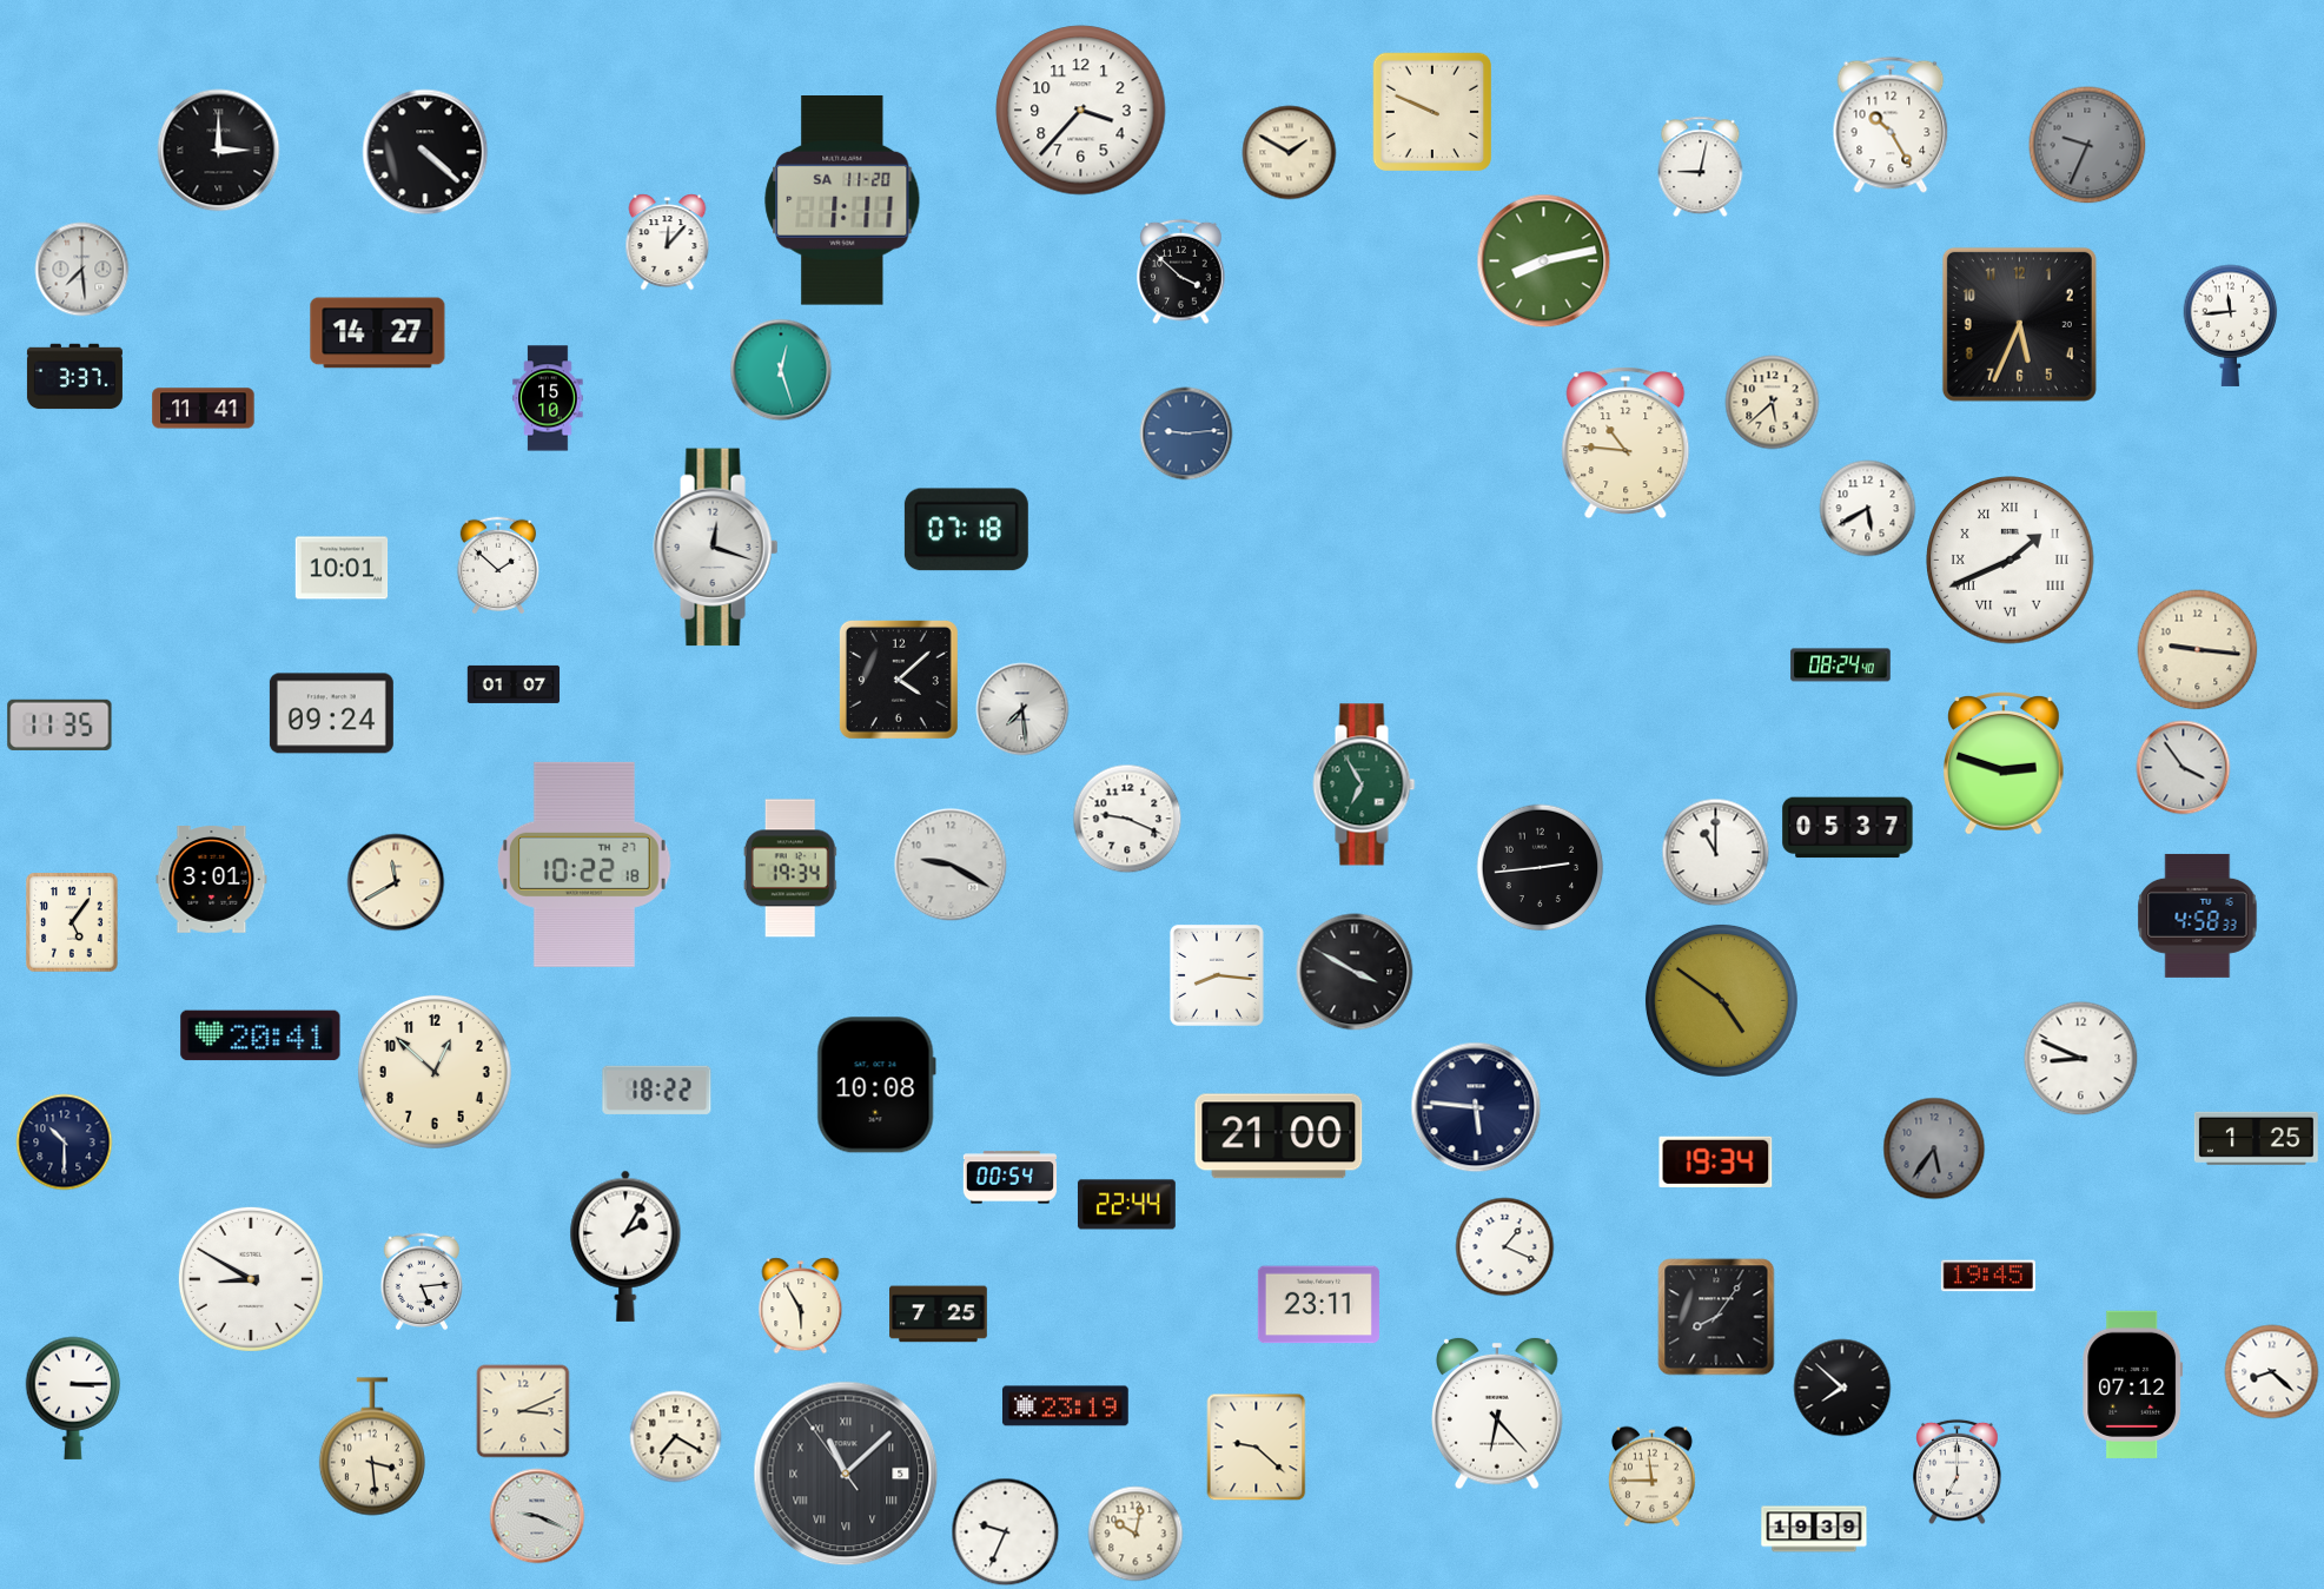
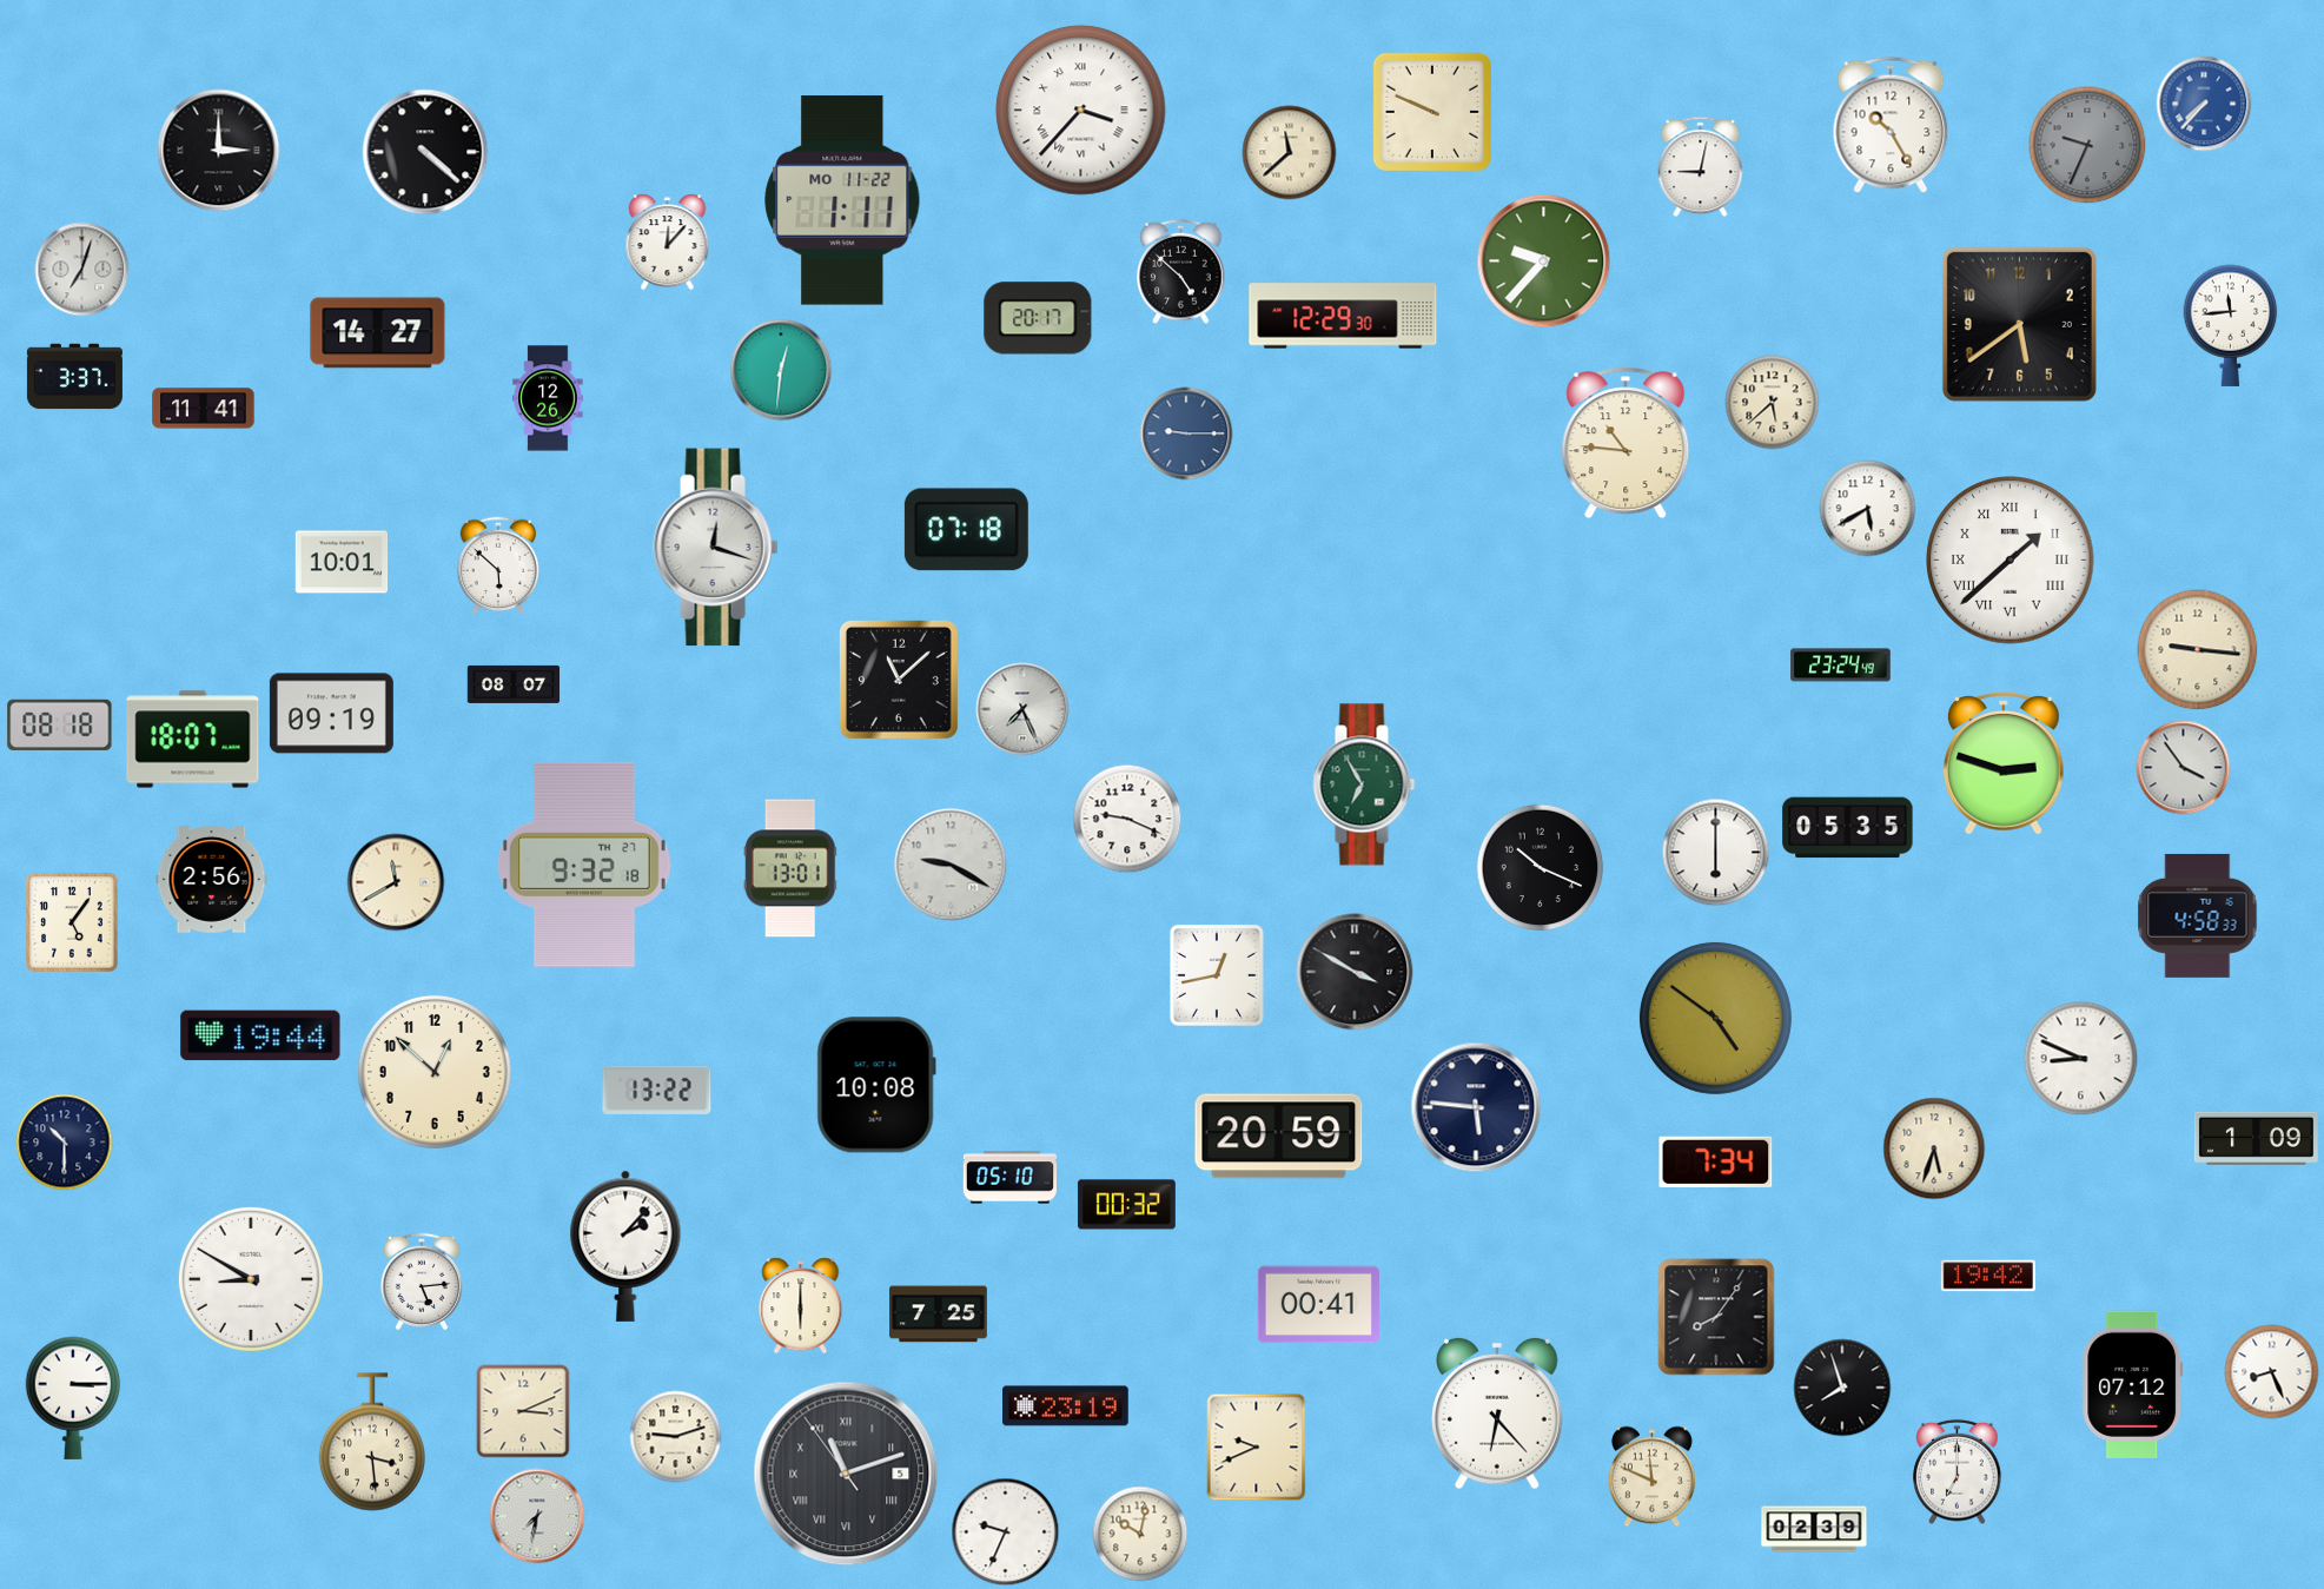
clock at (2204, 104): none -> 7:37
clock at (1081, 111) numerals: Arabic -> Roman
clock at (1290, 153): 1:50 -> 11:38
clock at (842, 201) date: SA 11-20 -> MO 11-22
clock at (1544, 261): 8:13 -> 9:37
clock at (82, 270): 7:29 -> 7:03
clock at (1181, 272): 3:52 -> 4:52
clock at (1343, 316): none -> 12:29
clock at (1038, 318): none -> 20:17
clock at (2019, 324): 5:34 -> 5:39
clock at (781, 370): 12:27 -> 12:31
clock at (548, 398): 15:10 -> 12:26
clock at (1186, 433): 9:14 -> 9:15
clock at (2011, 561): 1:41 -> 1:38
clock at (497, 564): 1:52 -> 5:52
clock at (342, 568) position: (342, 568) -> (342, 562)
clock at (1841, 666): 08:24 -> 23:24
clock at (899, 680): 4:08 -> 11:08
clock at (514, 684): 01:07 -> 08:07
clock at (1022, 709): 7:29 -> 7:26
clock at (331, 714): 09:24 -> 09:19
clock at (60, 724): 11:35 -> 08:18
clock at (193, 740): none -> 18:07
clock at (1848, 828): 05:37 -> 05:35
clock at (1716, 853): 11:00 -> 6:00
clock at (584, 865): 10:22 -> 9:32
clock at (790, 868): 19:34 -> 13:01
clock at (1541, 868): 2:44 -> 10:19
clock at (212, 880): 3:01 -> 2:56
clock at (1217, 975): 8:16 -> 12:43
clock at (1721, 1000) position: (1721, 1000) -> (1715, 1018)
clock at (260, 1035): 20:41 -> 19:44
clock at (657, 1090): 18:22 -> 13:22
clock at (1279, 1137): 21:00 -> 20:59
clock at (2256, 1138): 1:25 -> 1:09
clock at (1934, 1148): 5:36 -> 5:33
clock at (1934, 1148) dial: grey -> cream
clock at (1716, 1161): 19:34 -> 7:34
clock at (1009, 1178): 00:54 -> 05:10
clock at (1126, 1205): 22:44 -> 00:32
clock at (625, 1246): 2:05 -> 2:07
clock at (1505, 1247): 1:19 -> none
clock at (1988, 1276): 19:45 -> 19:42
clock at (1318, 1305): 23:11 -> 00:41
clock at (801, 1306): 5:55 -> 6:00
clock at (2272, 1372): 8:22 -> 8:26
clock at (1842, 1388): 7:52 -> 7:57
clock at (676, 1437): 7:20 -> 9:12
clock at (372, 1446) position: (372, 1446) -> (372, 1442)
clock at (1257, 1448): 9:22 -> 9:41
clock at (846, 1474): 11:07 -> 11:11
clock at (1651, 1477): 11:45 -> 11:49
clock at (537, 1516): 9:19 -> 7:32
clock at (1814, 1529): 19:39 -> 02:39
clock at (1135, 1534) position: (1135, 1534) -> (1140, 1534)
